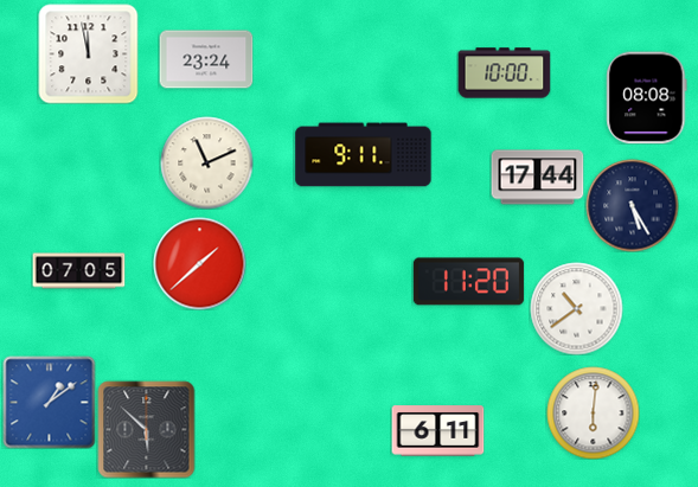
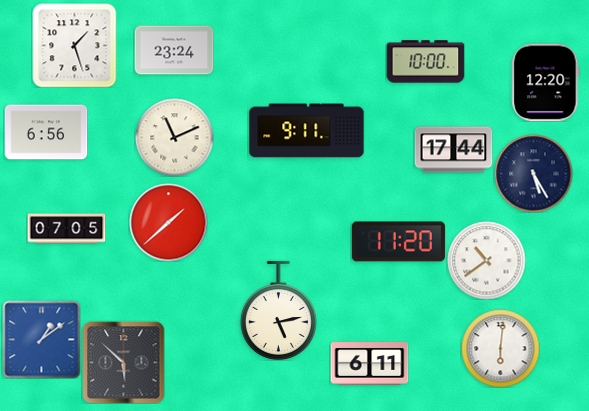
clock at (88, 53): 11:58 -> 1:27
clock at (647, 97): 08:08 -> 12:20
clock at (46, 132): none -> 6:56
clock at (468, 282) position: (468, 282) -> (398, 242)
clock at (278, 310): none -> 5:13
